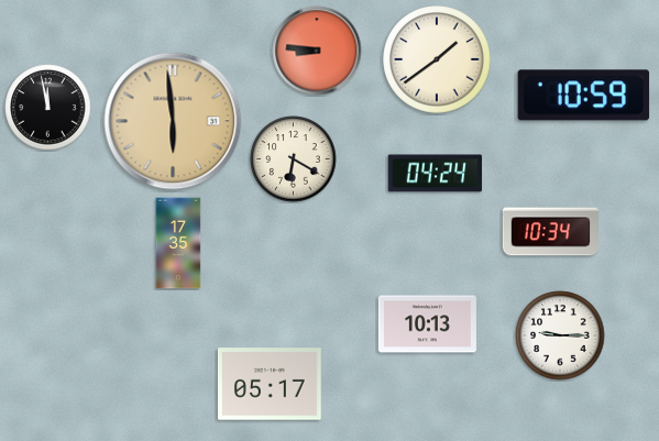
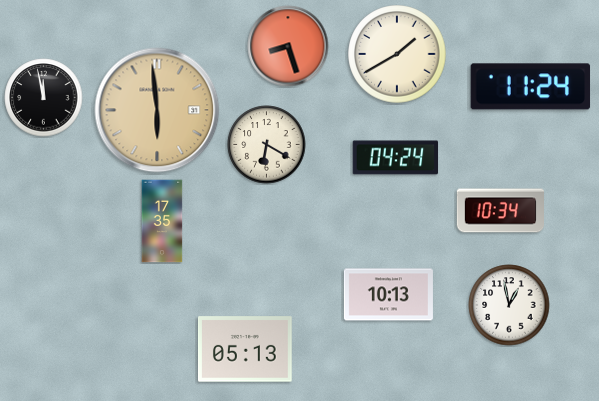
clock at (317, 51): 8:46 -> 8:27
clock at (437, 59): 1:39 -> 1:40
clock at (584, 96): 10:59 -> 11:24
clock at (560, 335): 9:15 -> 12:58
clock at (271, 384): 05:17 -> 05:13
